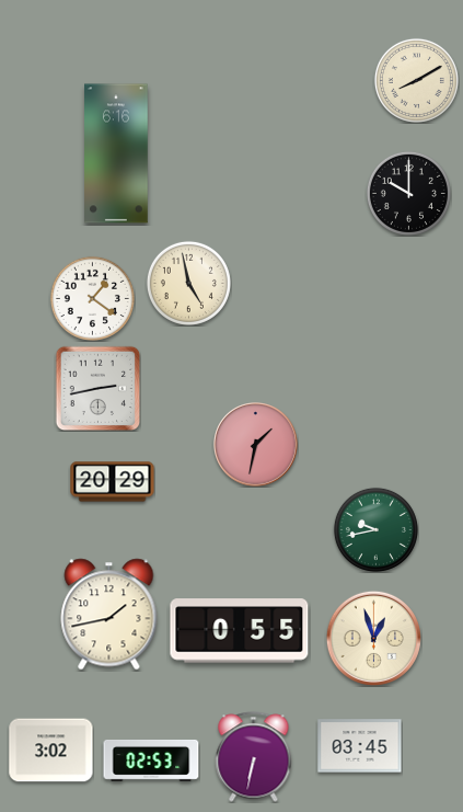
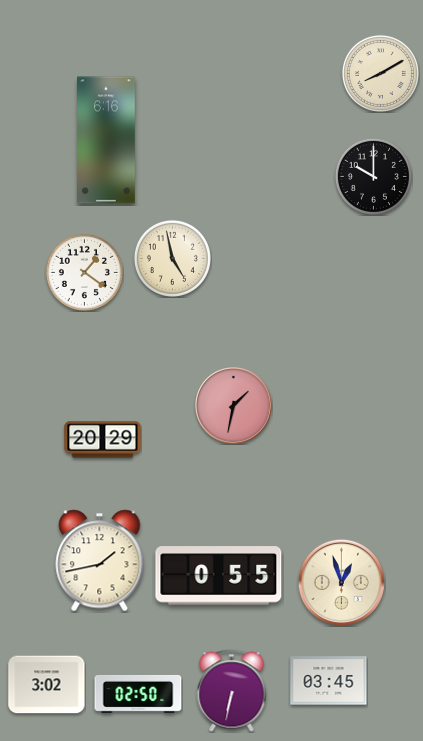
clock at (97, 388): 2:43 -> none
clock at (375, 529): 9:43 -> none
clock at (151, 760): 02:53 -> 02:50
